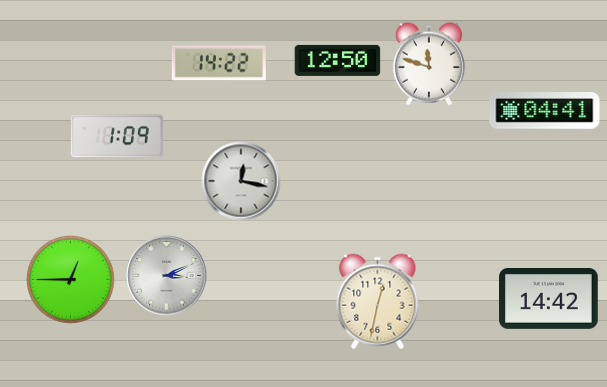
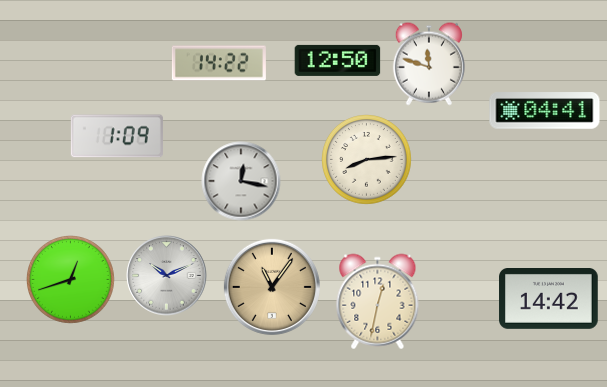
clock at (367, 160): none -> 8:14
clock at (167, 276): 3:11 -> 10:11
clock at (71, 280): 12:45 -> 12:42
clock at (272, 287): none -> 11:06
